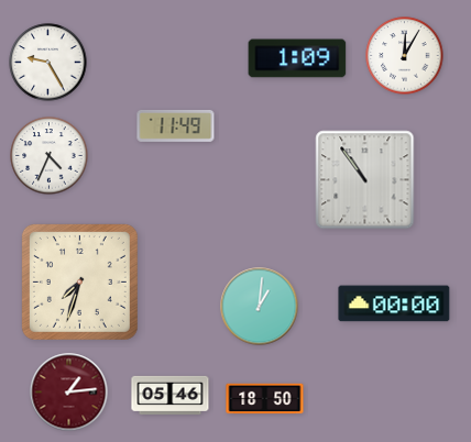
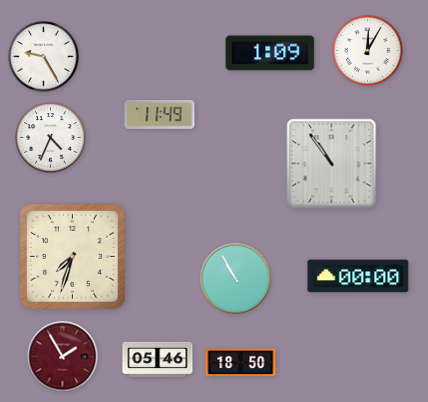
clock at (50, 156) position: (50, 156) -> (51, 138)
clock at (260, 307): 1:01 -> 10:55
clock at (69, 393): 1:14 -> 1:55
clock at (171, 395) position: (171, 395) -> (158, 359)
